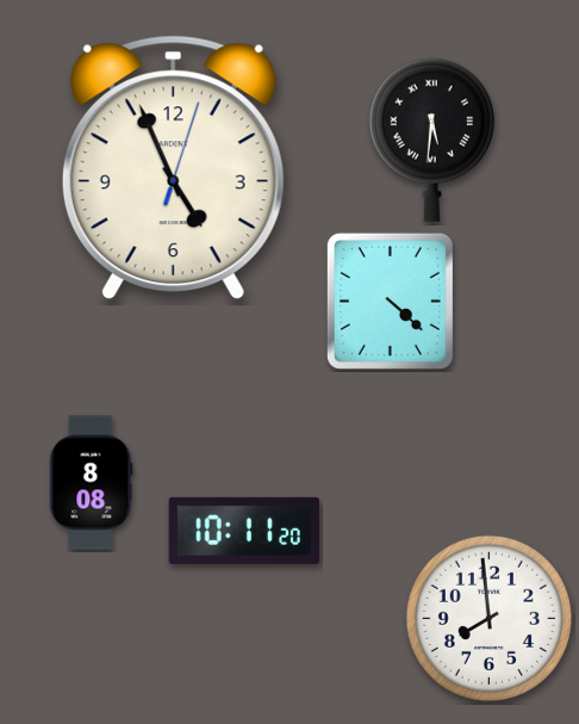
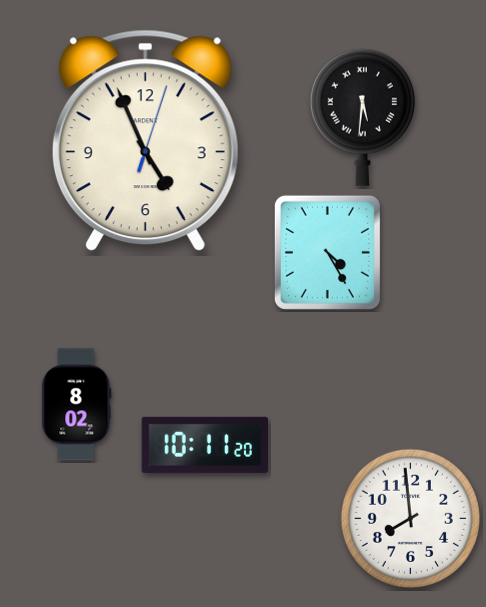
clock at (390, 301): 4:22 -> 4:25
clock at (92, 483): 8:08 -> 8:02
